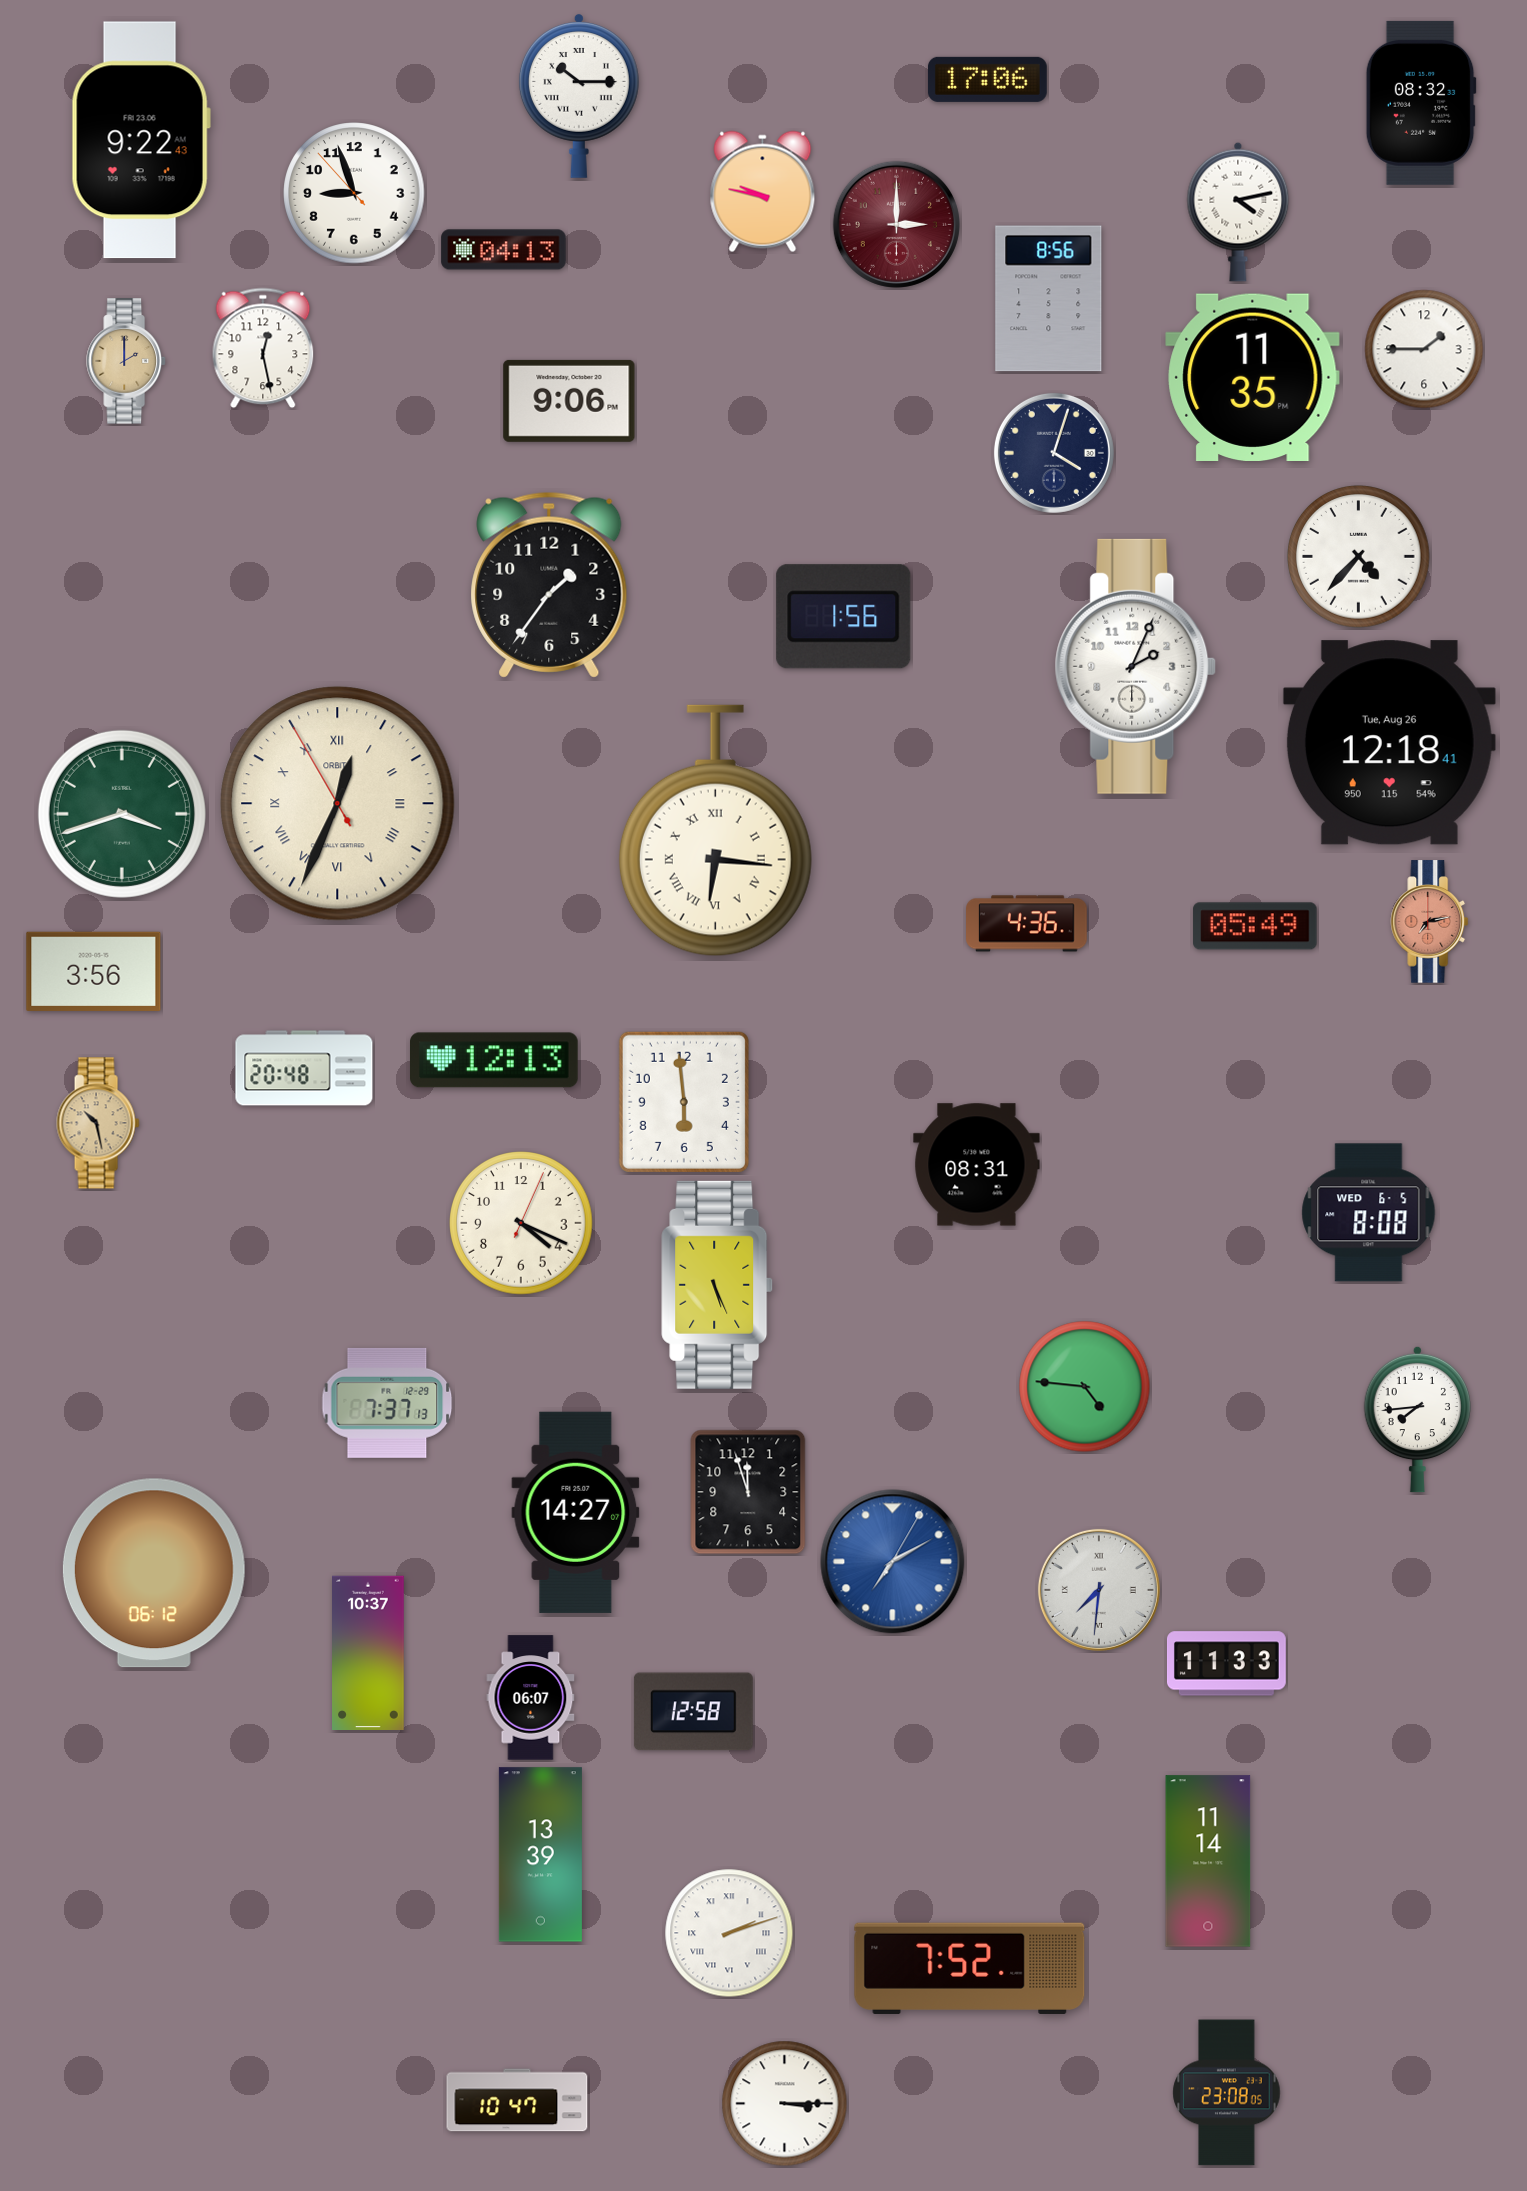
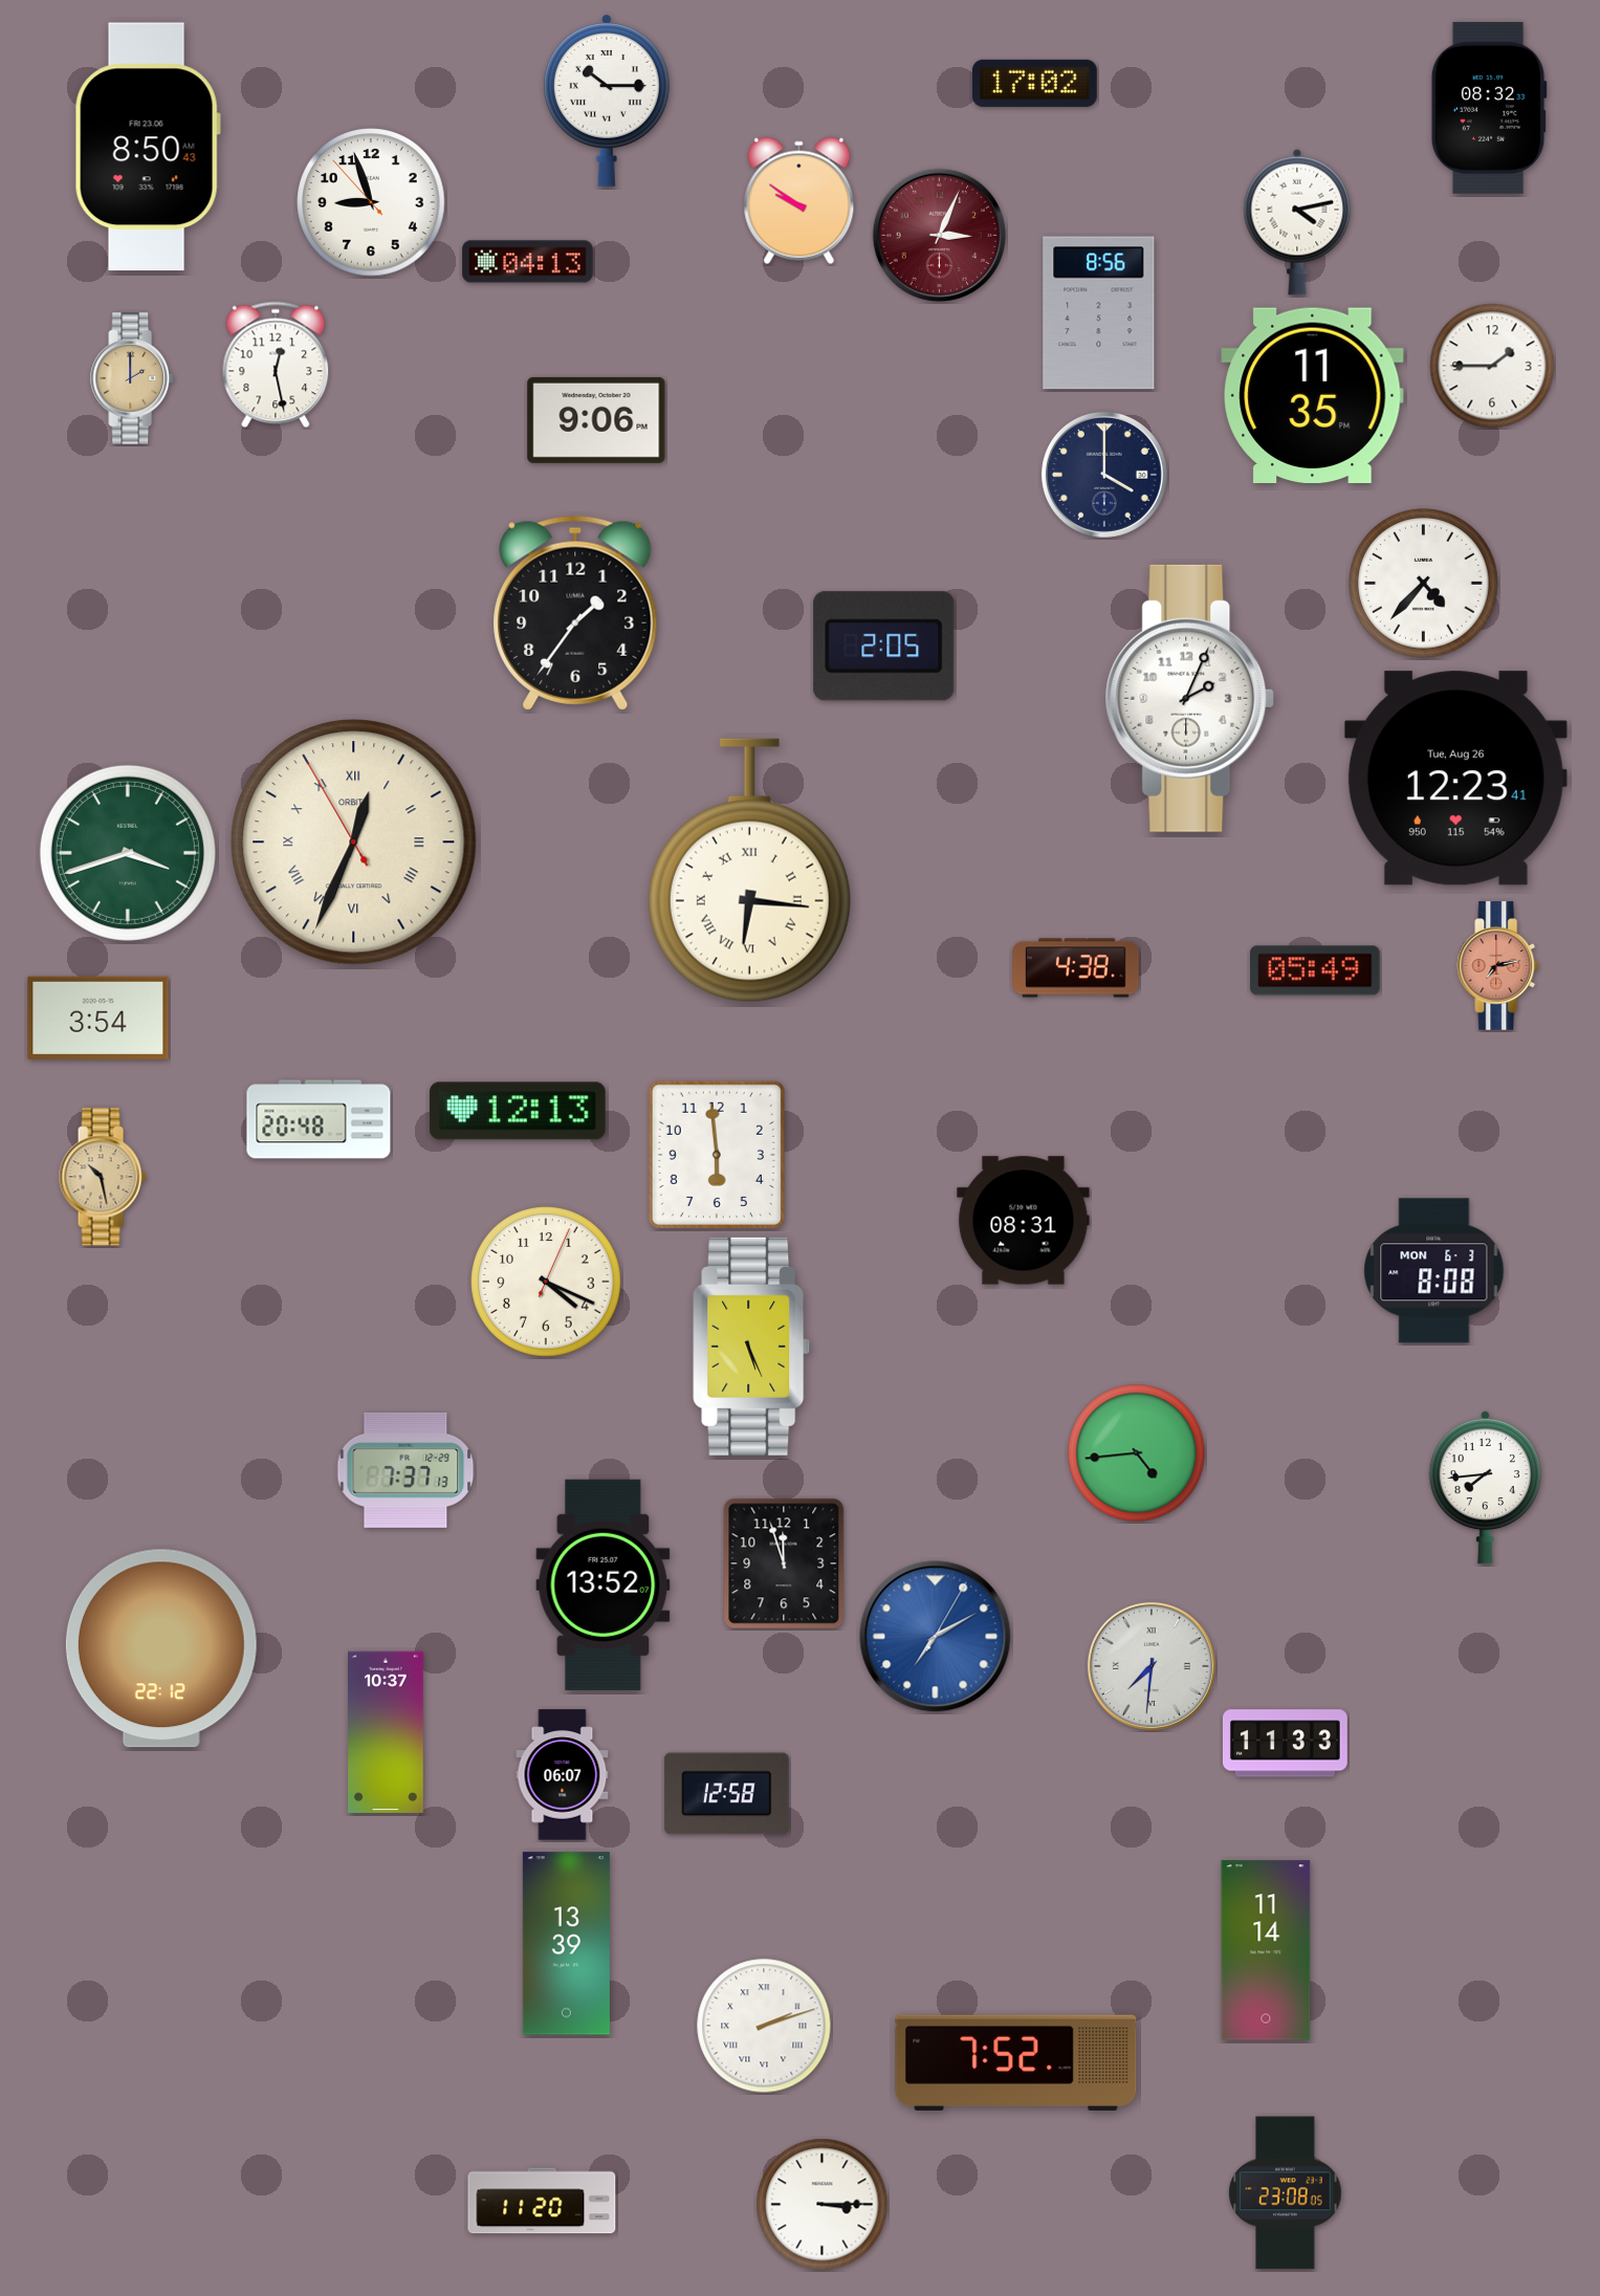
clock at (987, 79): 17:06 -> 17:02
clock at (141, 140): 9:22 -> 8:50
clock at (763, 192): 9:47 -> 9:51
clock at (896, 224): 3:00 -> 3:04
clock at (1054, 453): 4:03 -> 4:00
clock at (844, 617): 1:56 -> 2:05
clock at (1389, 743): 12:18 -> 12:23
clock at (1027, 924): 4:36 -> 4:38
clock at (94, 971): 3:56 -> 3:54
clock at (1369, 1213) date: WED 6-5 -> MON 6-3
clock at (1085, 1387): 4:46 -> 4:44
clock at (576, 1512): 14:27 -> 13:52
clock at (154, 1573): 06:12 -> 22:12
clock at (531, 1698) position: (531, 1698) -> (563, 1775)
clock at (517, 2100): 10:47 -> 11:20
